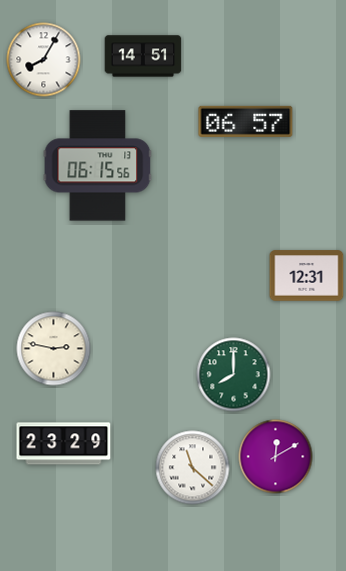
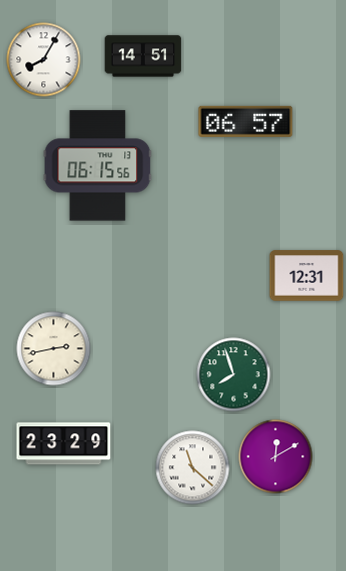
clock at (54, 349): 2:47 -> 2:43
clock at (234, 375): 8:00 -> 7:57
